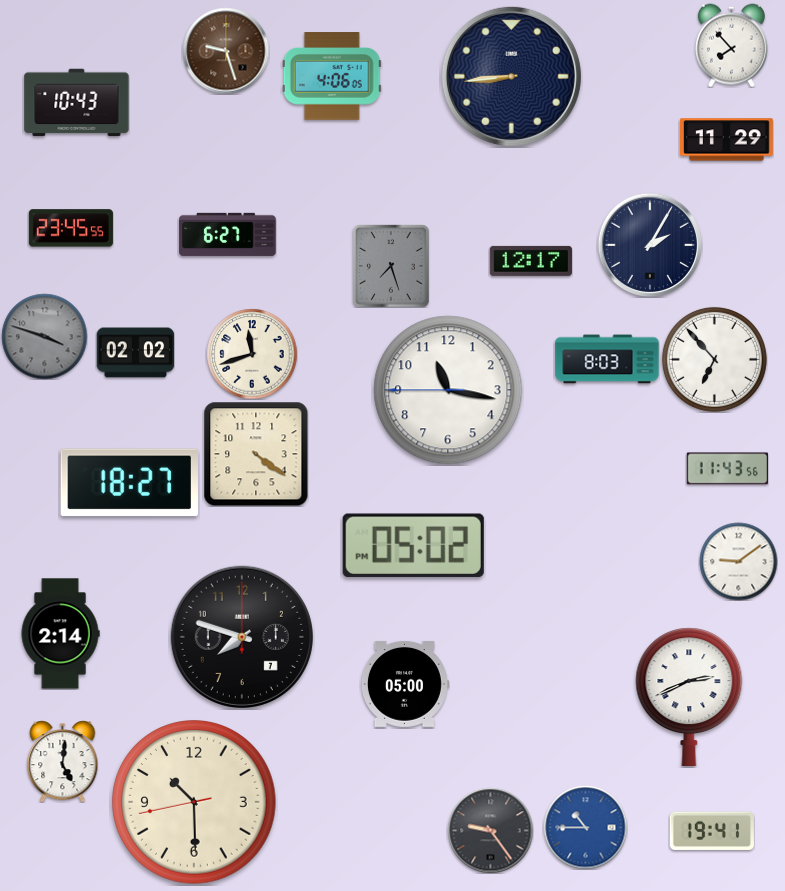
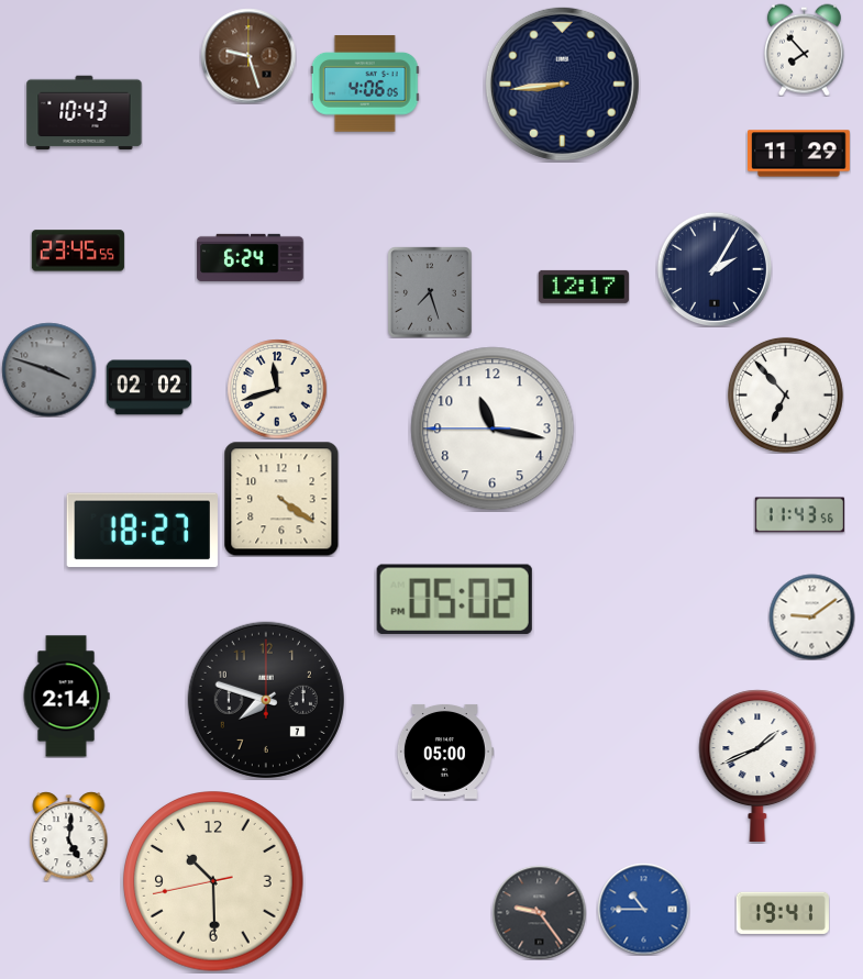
clock at (228, 234): 6:27 -> 6:24
clock at (607, 359): 8:03 -> none
clock at (689, 696): 2:41 -> 1:41
